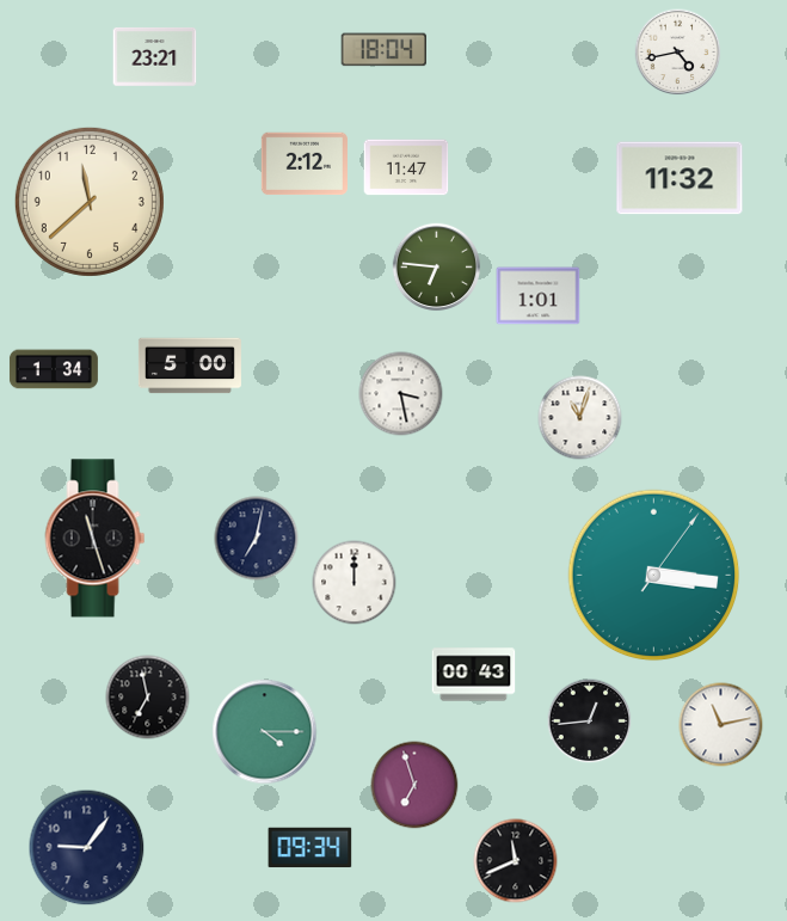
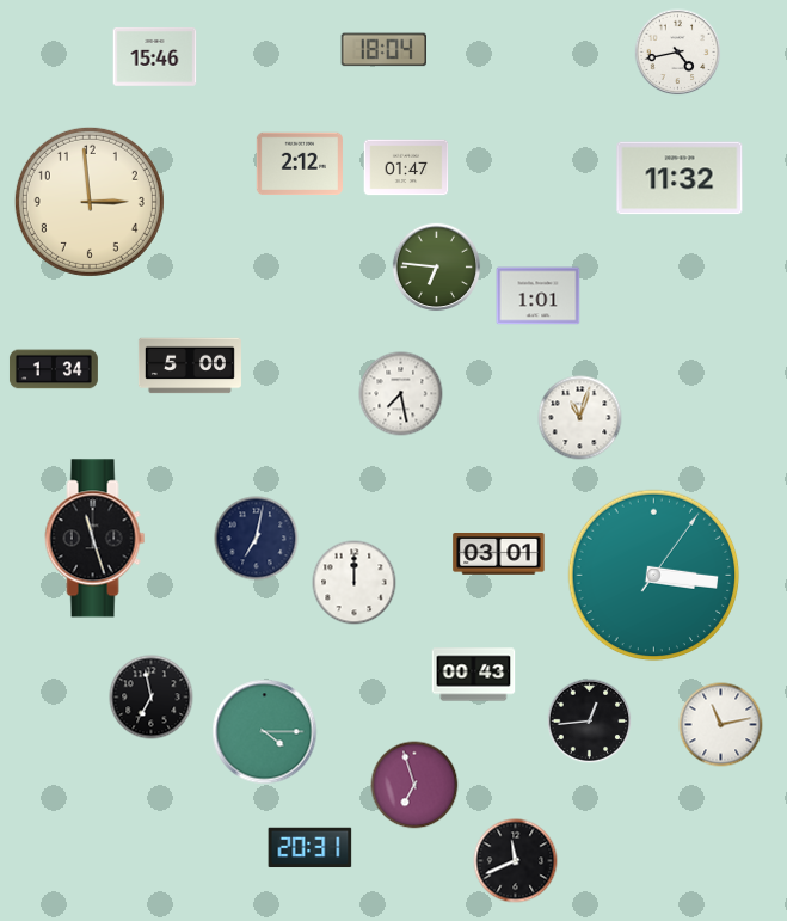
clock at (155, 57): 23:21 -> 15:46
clock at (305, 164) position: (305, 164) -> (300, 164)
clock at (406, 167): 11:47 -> 01:47
clock at (90, 202): 11:38 -> 2:59
clock at (401, 394): 3:28 -> 7:28
clock at (499, 554): none -> 03:01
clock at (148, 698) position: (148, 698) -> (152, 698)
clock at (87, 848): 9:06 -> none
clock at (311, 848): 09:34 -> 20:31
